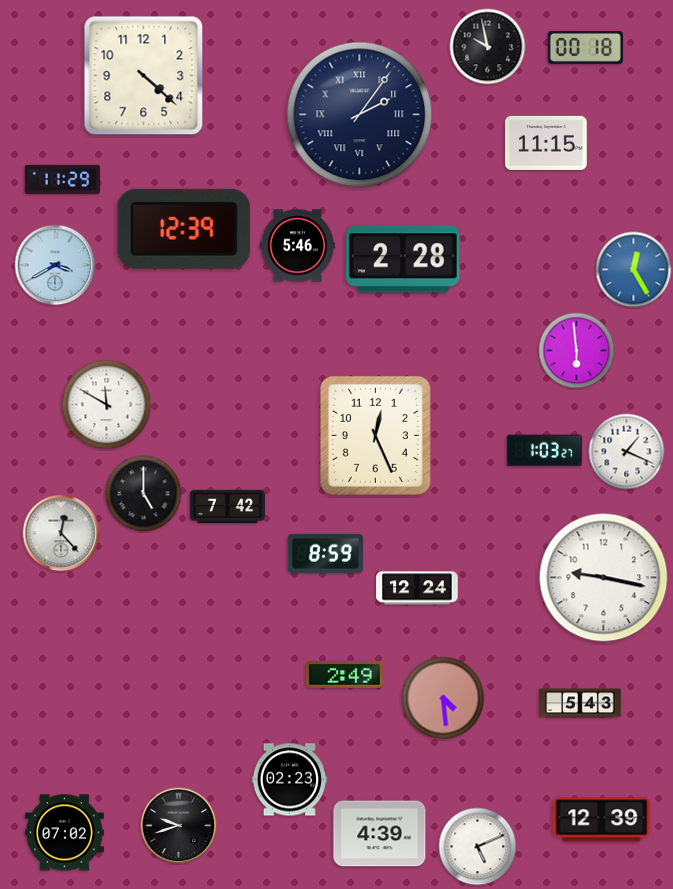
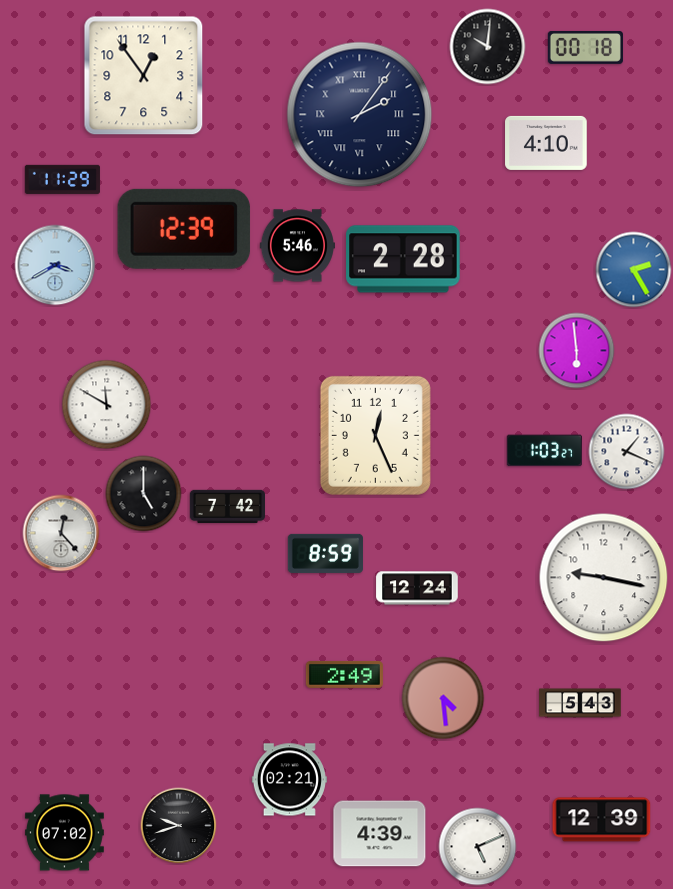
clock at (488, 47): 9:58 -> 10:01
clock at (144, 76): 4:22 -> 12:54
clock at (546, 143): 11:15 -> 4:10
clock at (634, 270): 12:25 -> 2:25
clock at (289, 780): 02:23 -> 02:21
